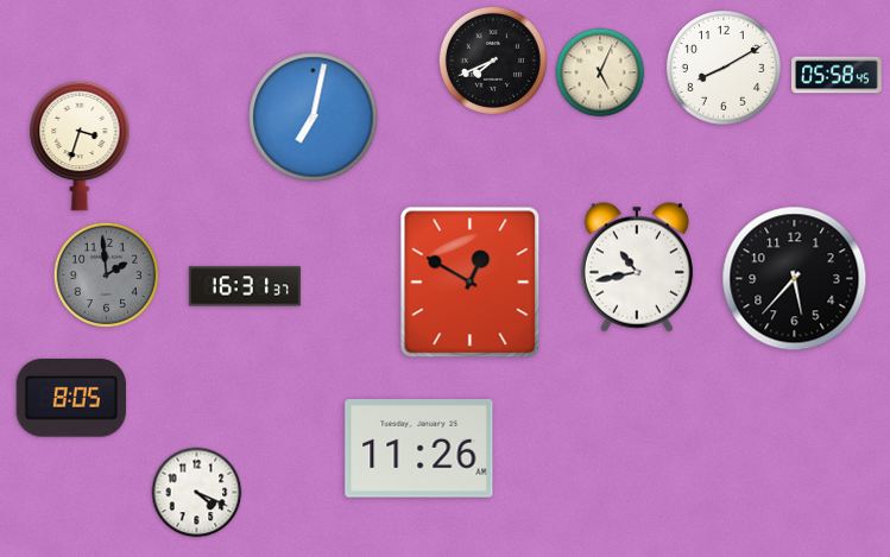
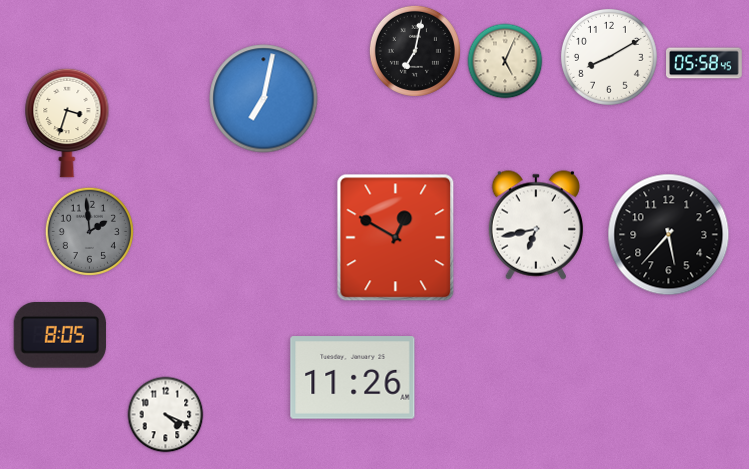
clock at (493, 61): 7:41 -> 7:02
clock at (637, 267): 10:43 -> 6:43
clock at (245, 286): 16:31 -> none
